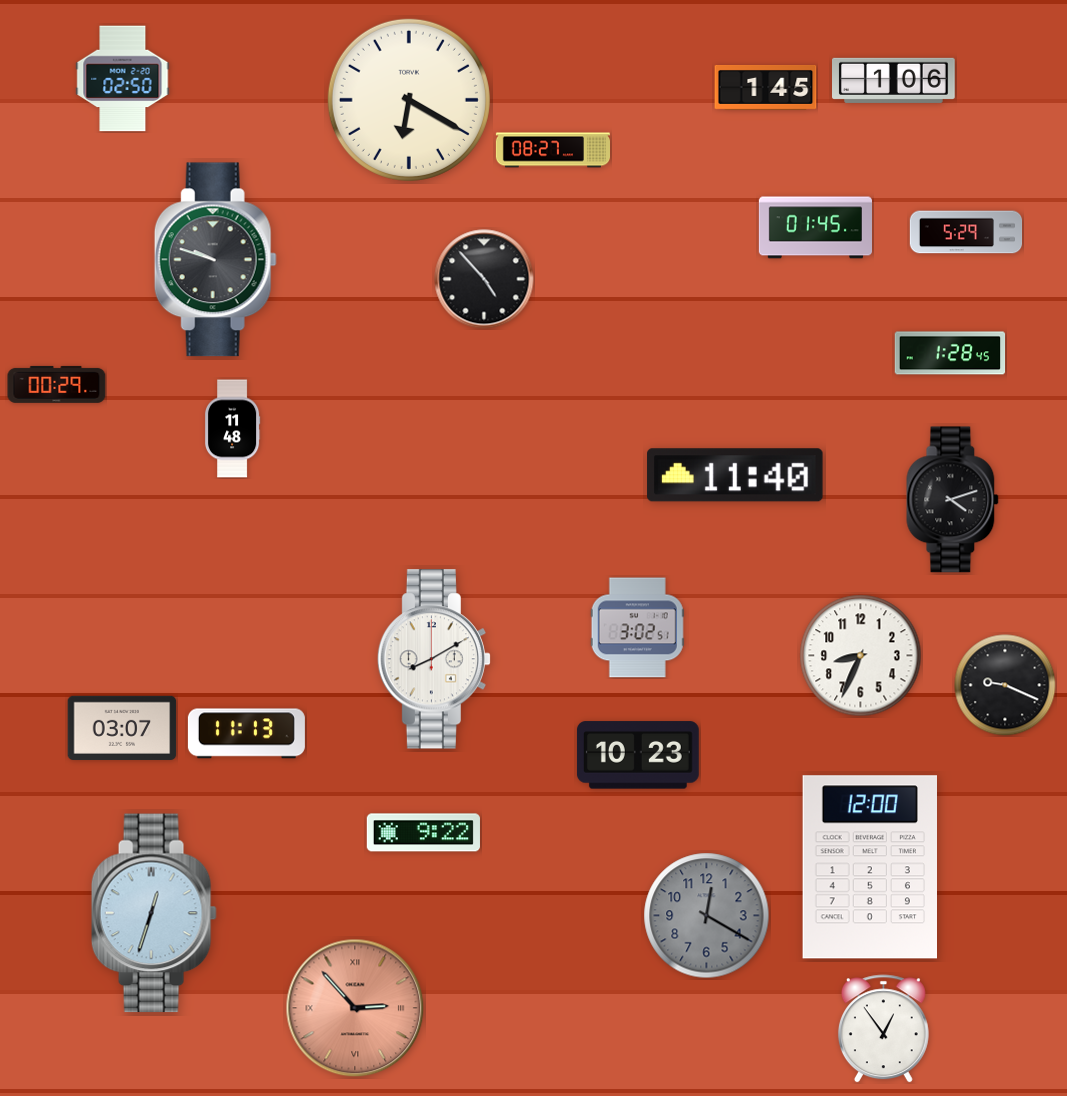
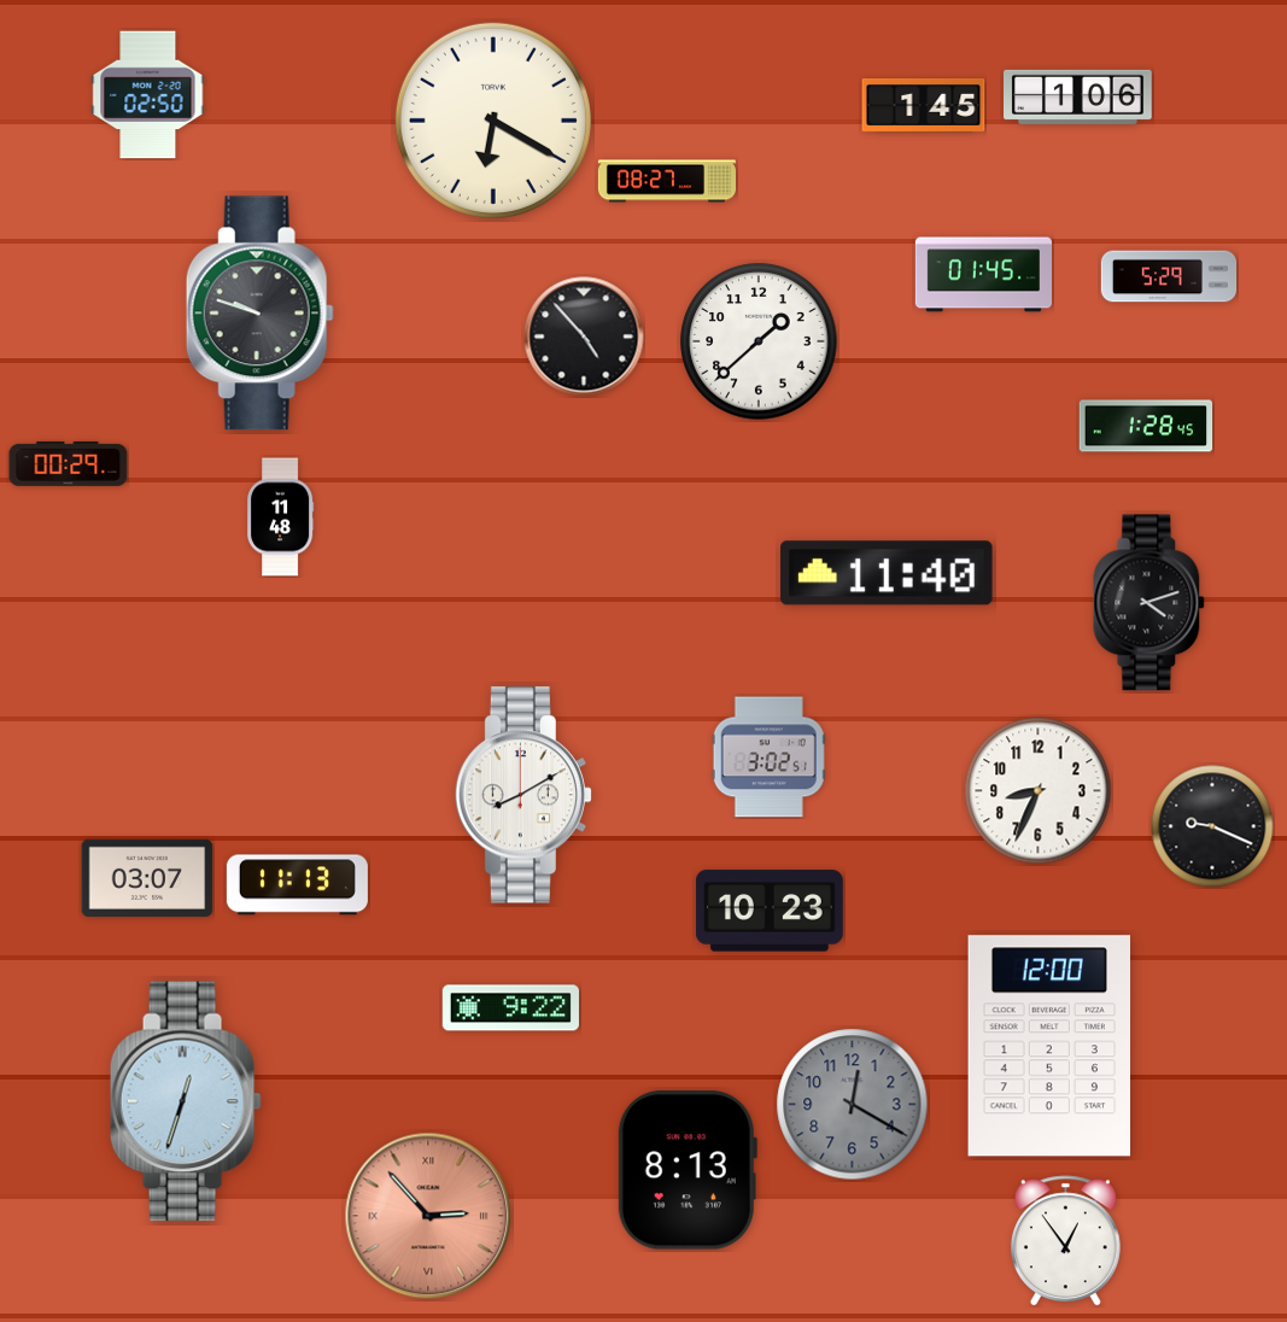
clock at (966, 232) position: (966, 232) -> (1169, 276)
clock at (759, 341): none -> 1:38
clock at (423, 833) position: (423, 833) -> (510, 1008)
clock at (688, 1170): none -> 8:13
